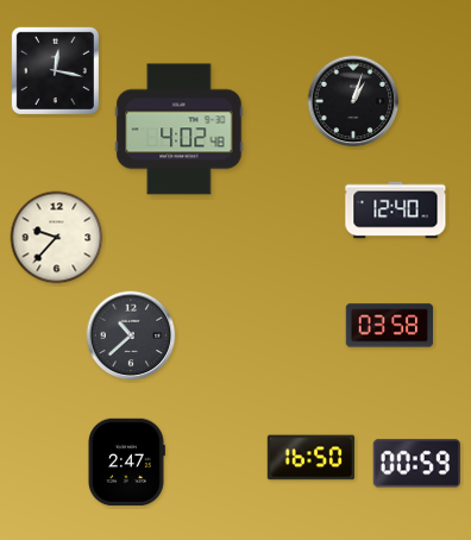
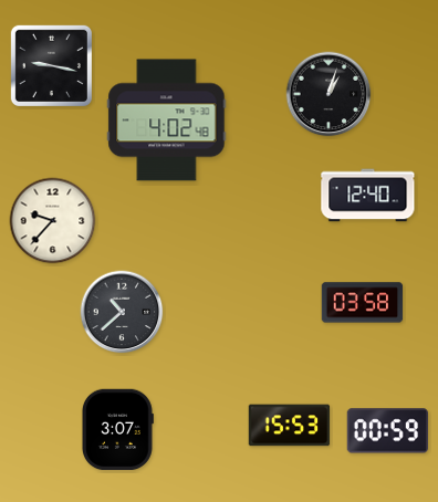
clock at (55, 70): 12:17 -> 9:17
clock at (312, 458): 16:50 -> 15:53
clock at (126, 463): 2:47 -> 3:07
